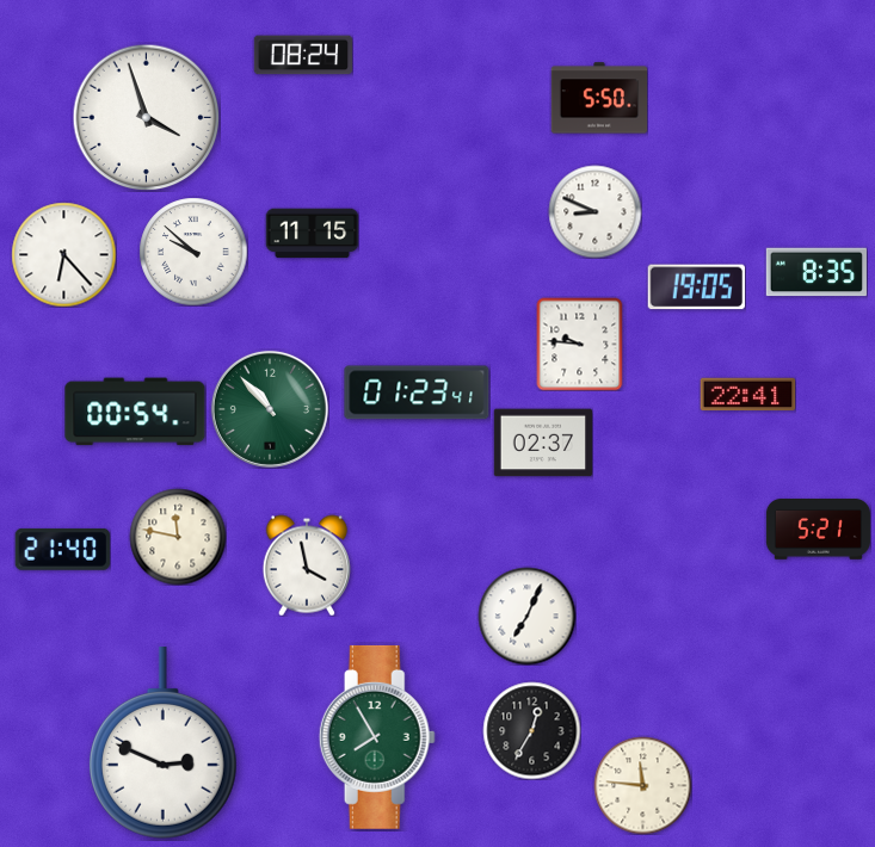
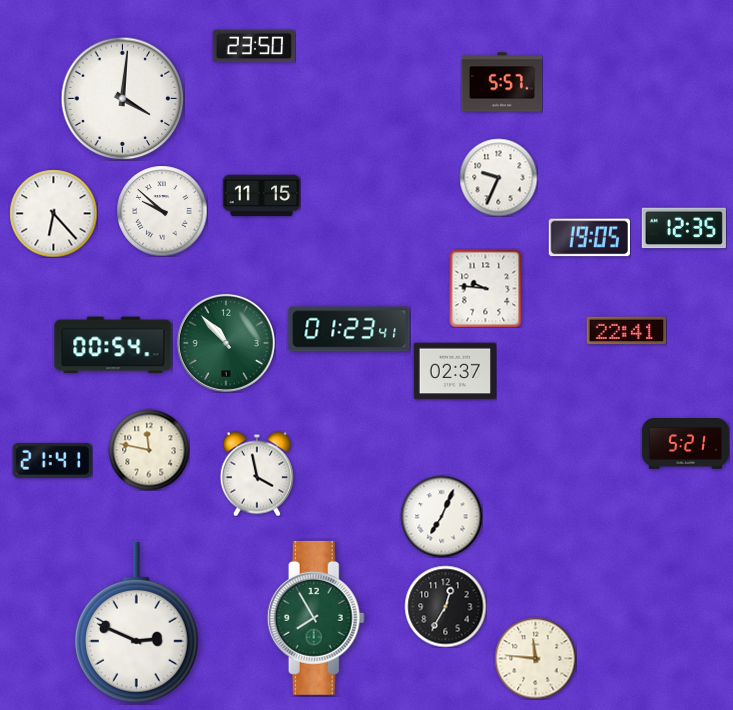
clock at (303, 55): 08:24 -> 23:50
clock at (599, 98): 5:50 -> 5:57
clock at (146, 117): 3:57 -> 4:01
clock at (594, 211): 8:49 -> 9:34
clock at (817, 272): 8:35 -> 12:35
clock at (696, 288) position: (696, 288) -> (589, 238)
clock at (62, 549): 21:40 -> 21:41
clock at (531, 730) position: (531, 730) -> (445, 606)
clock at (642, 785) position: (642, 785) -> (535, 658)
